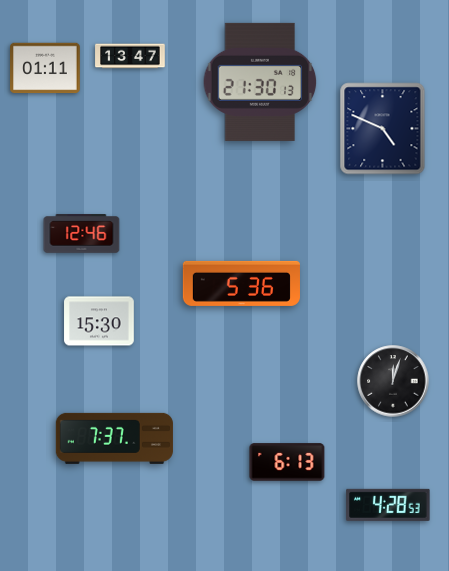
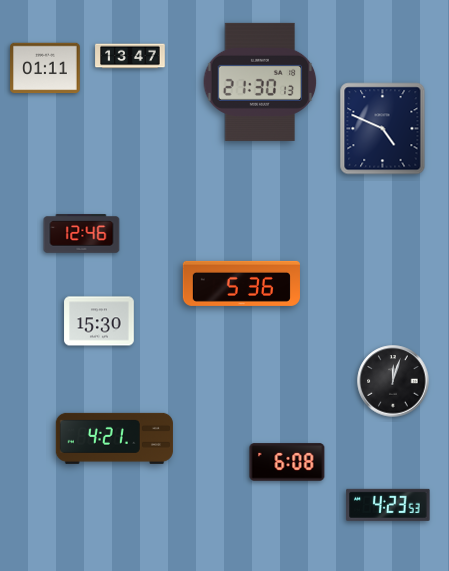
clock at (114, 438): 7:37 -> 4:21
clock at (287, 462): 6:13 -> 6:08
clock at (388, 505): 4:28 -> 4:23
